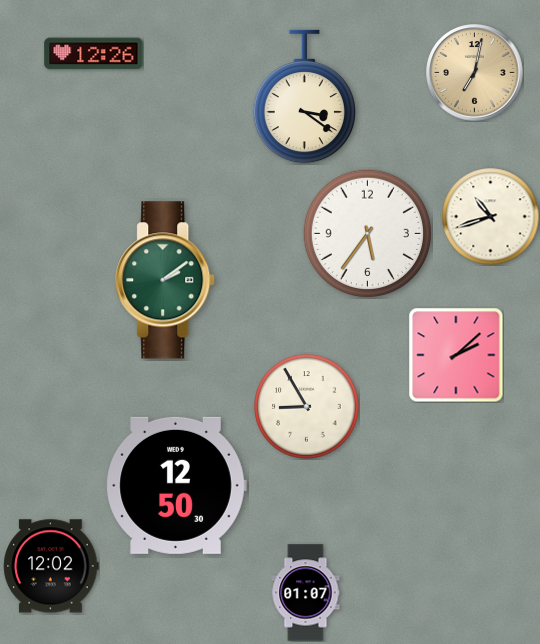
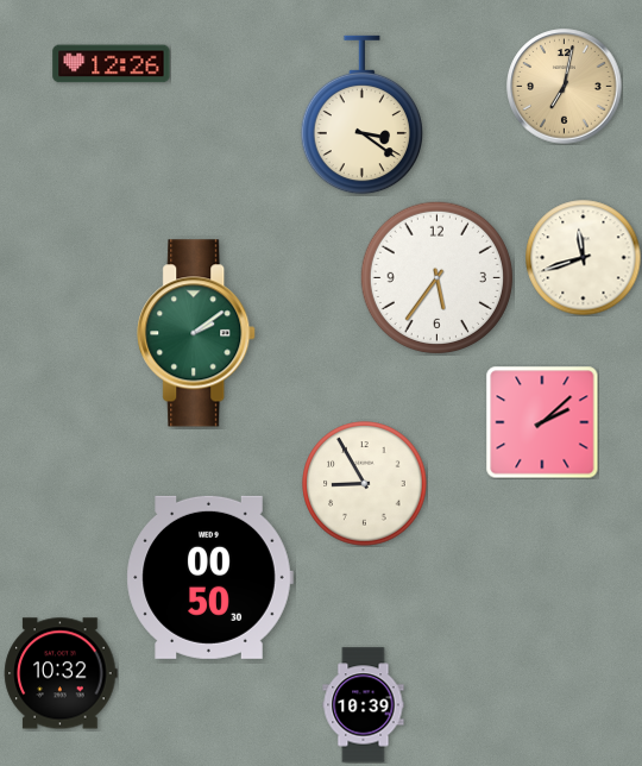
clock at (490, 216): 10:42 -> 11:42
clock at (176, 485): 12:50 -> 00:50
clock at (51, 566): 12:02 -> 10:32
clock at (306, 593): 01:07 -> 10:39
